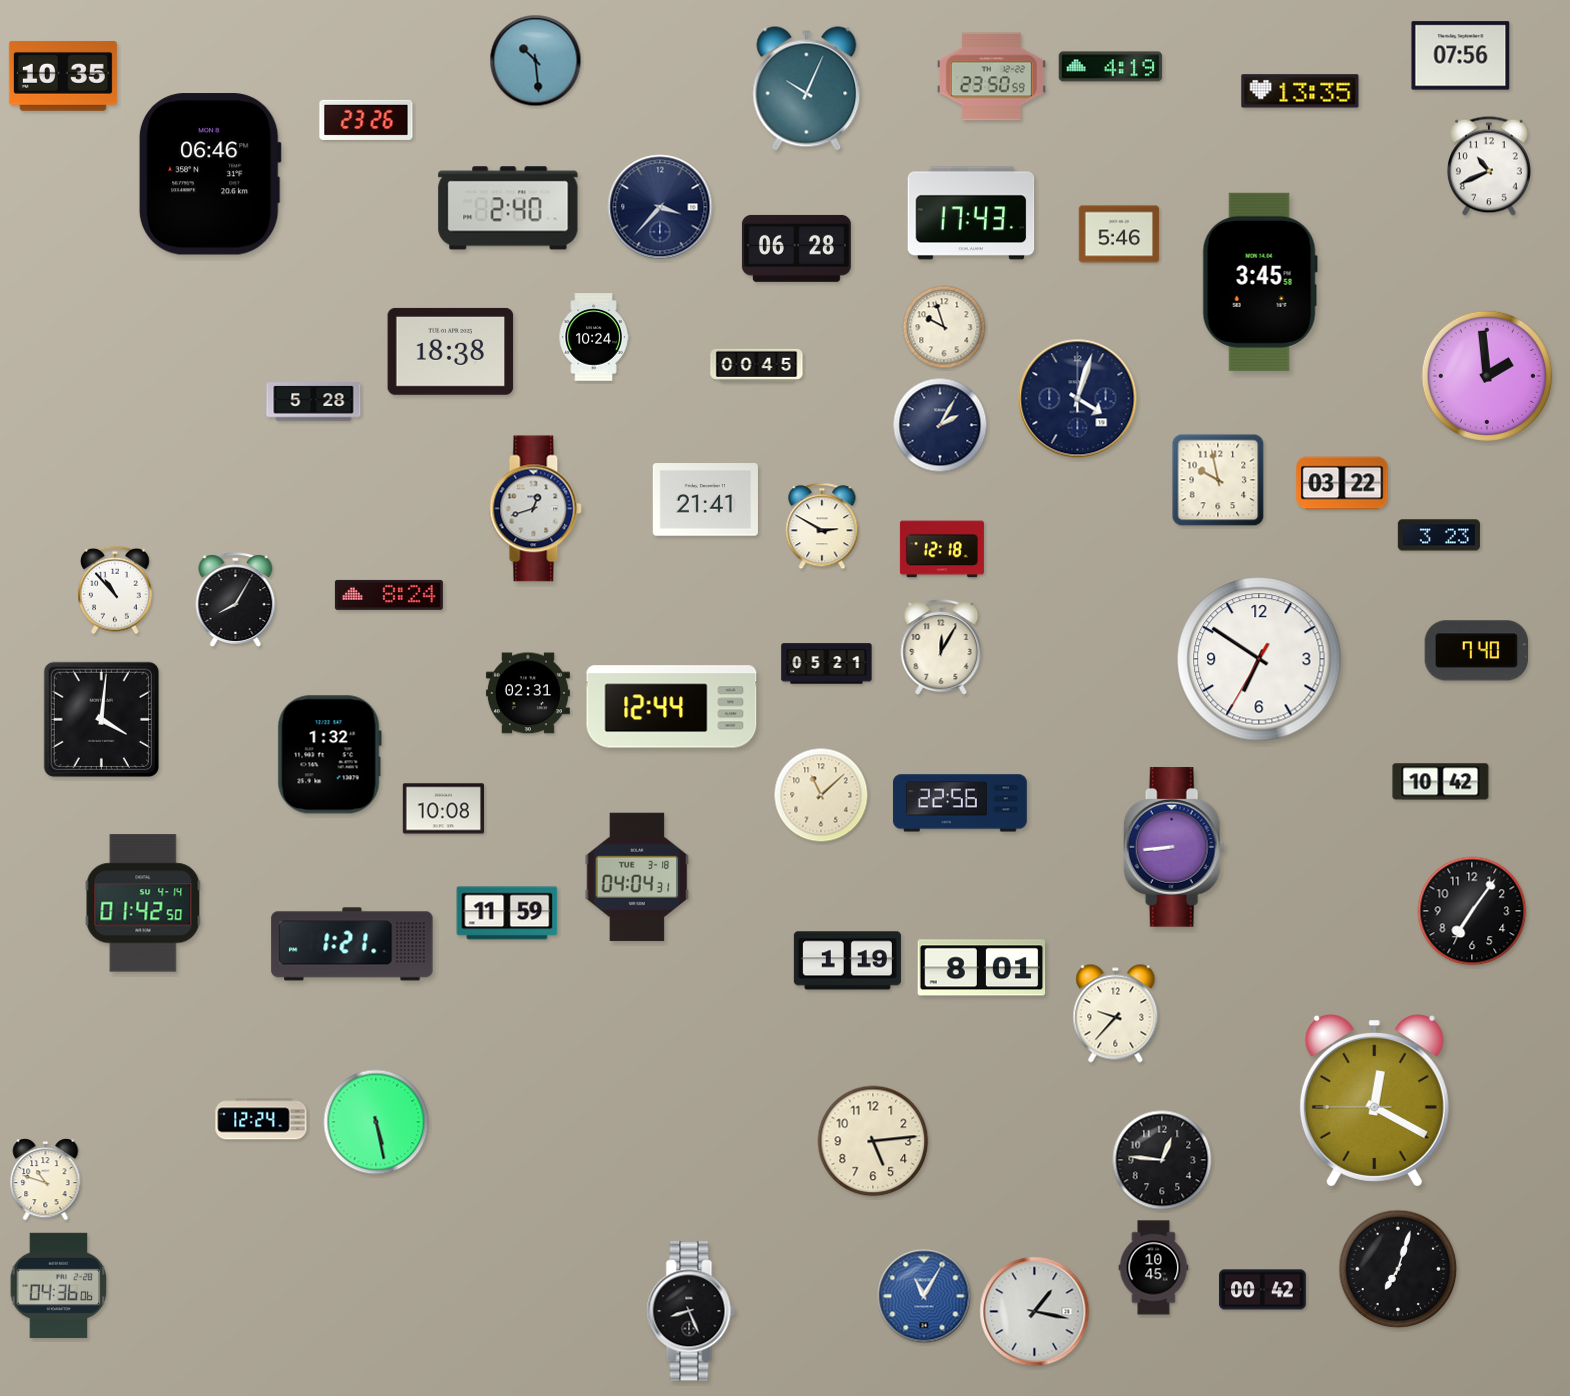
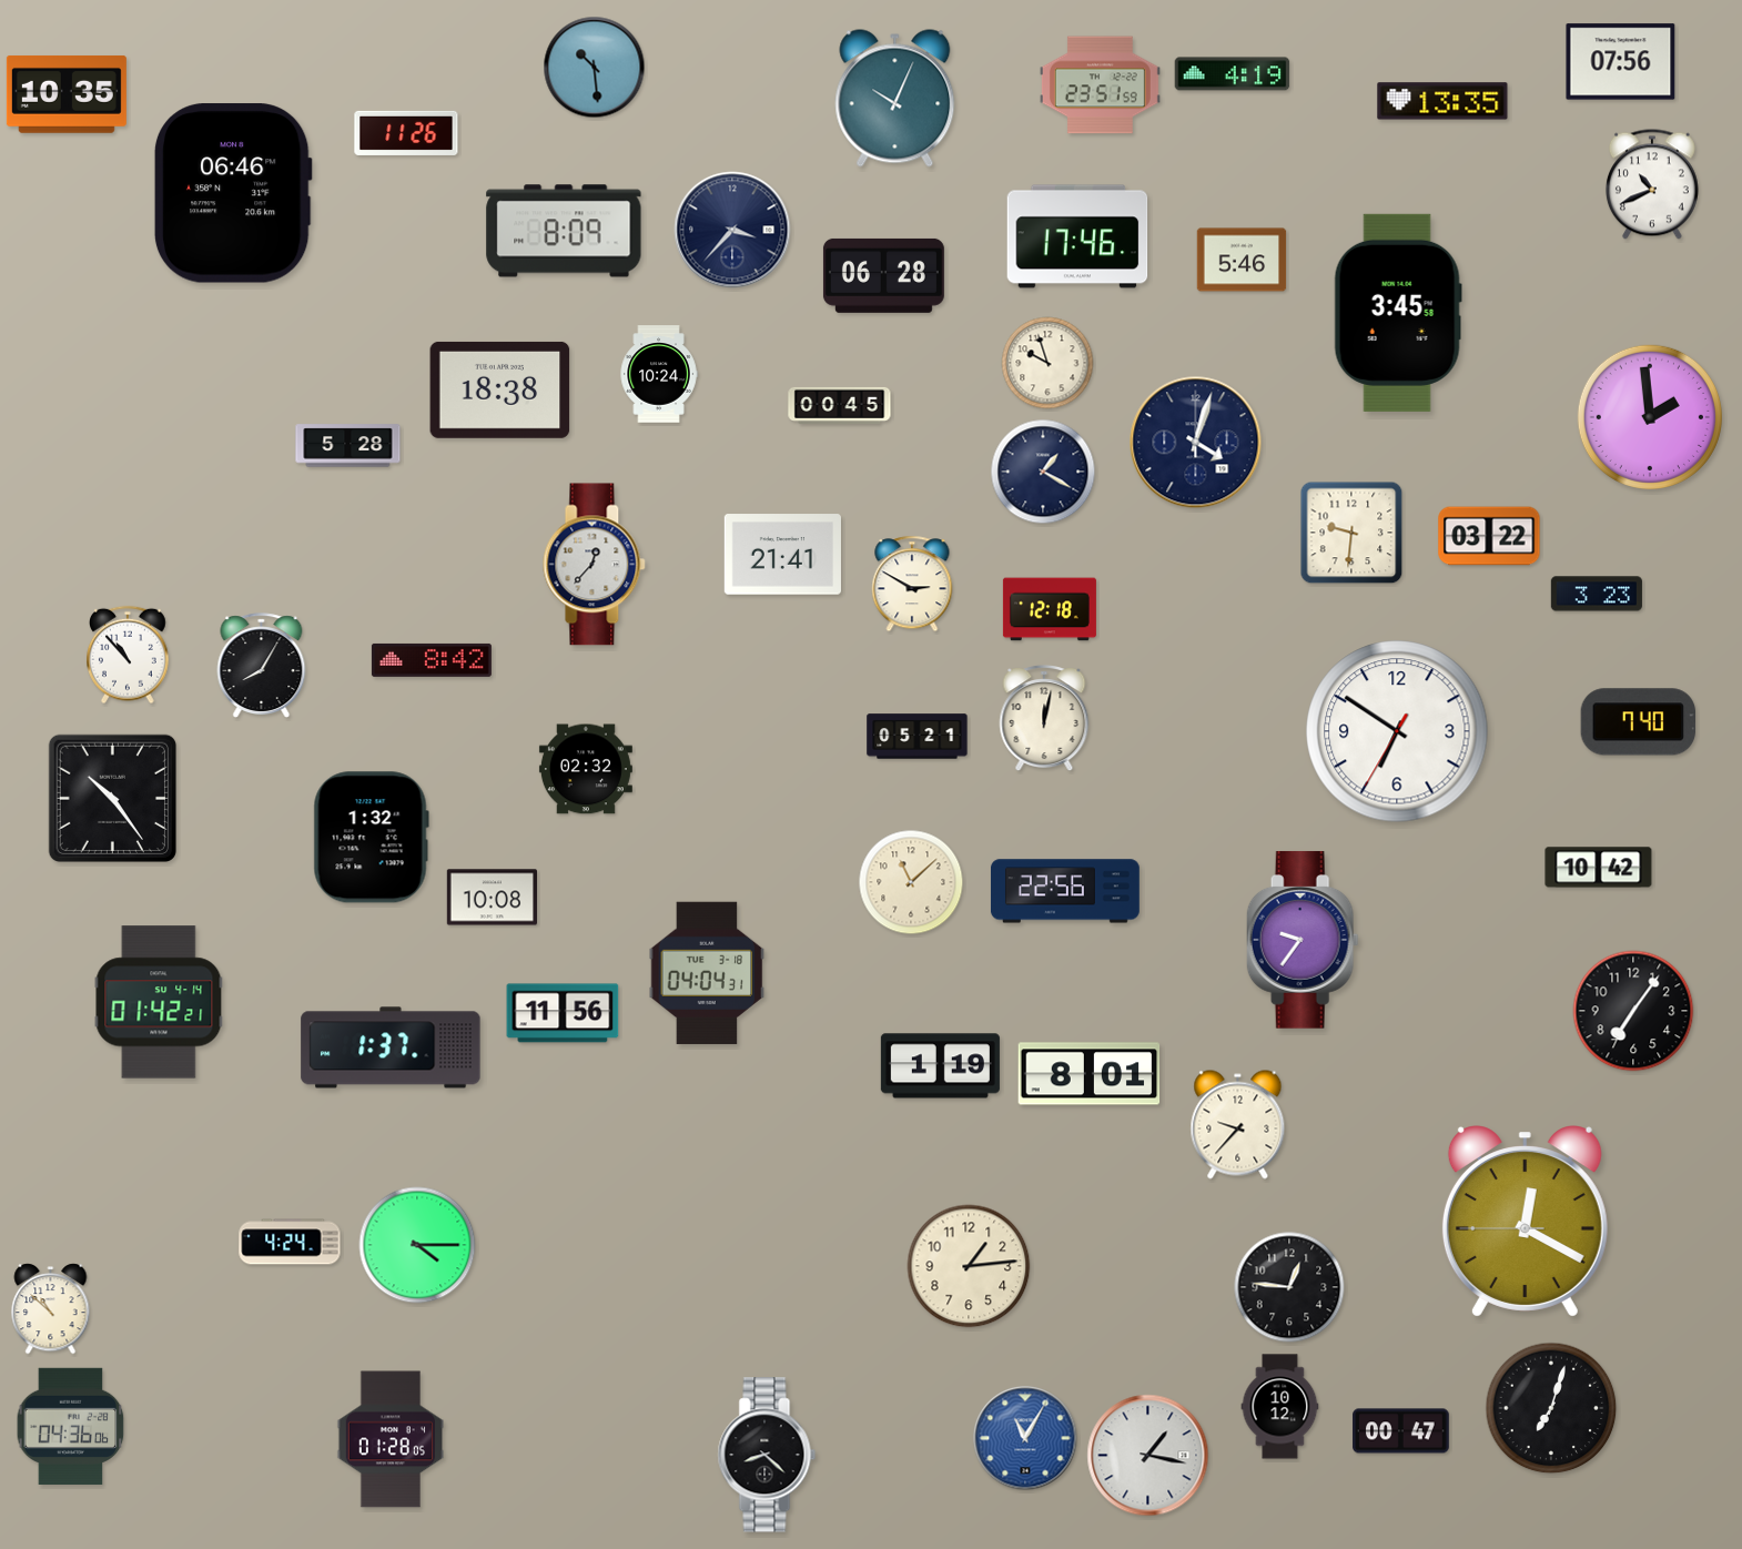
clock at (63, 76) position: (63, 76) -> (67, 94)
clock at (991, 77): 23:50 -> 23:51
clock at (366, 120): 23:26 -> 11:26
clock at (508, 208): 2:40 -> 8:09
clock at (971, 213): 17:43 -> 17:46
clock at (940, 425): 2:05 -> 1:20
clock at (1218, 480): 9:58 -> 9:31
clock at (536, 509): 12:42 -> 12:37
clock at (942, 549) position: (942, 549) -> (1050, 609)
clock at (389, 595): 8:24 -> 8:42
clock at (941, 648): 12:05 -> 12:02
clock at (528, 693): 02:31 -> 02:32
clock at (672, 707): 12:44 -> none
clock at (101, 719): 4:01 -> 10:24
clock at (329, 755) position: (329, 755) -> (371, 838)
clock at (1174, 847): 8:44 -> 9:36
clock at (143, 903): 01:42:50 -> 01:42:21
clock at (507, 913): 11:59 -> 11:56
clock at (352, 944): 1:21 -> 1:37
clock at (261, 1119): 12:24 -> 4:24
clock at (376, 1122): 5:28 -> 4:15
clock at (873, 1141): 5:14 -> 1:14
clock at (46, 1180): 10:48 -> 10:52
clock at (1154, 1268): 10:45 -> 10:12
clock at (59, 1285) position: (59, 1285) -> (71, 1426)
clock at (1263, 1290): 00:42 -> 00:47
clock at (389, 1439): none -> 01:28
clock at (691, 1311): 8:26 -> 8:22
